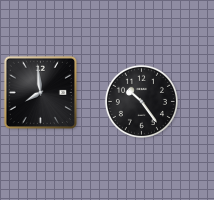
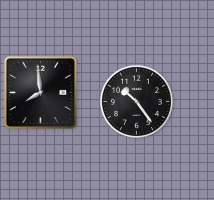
clock at (141, 101) position: (141, 101) -> (136, 101)
